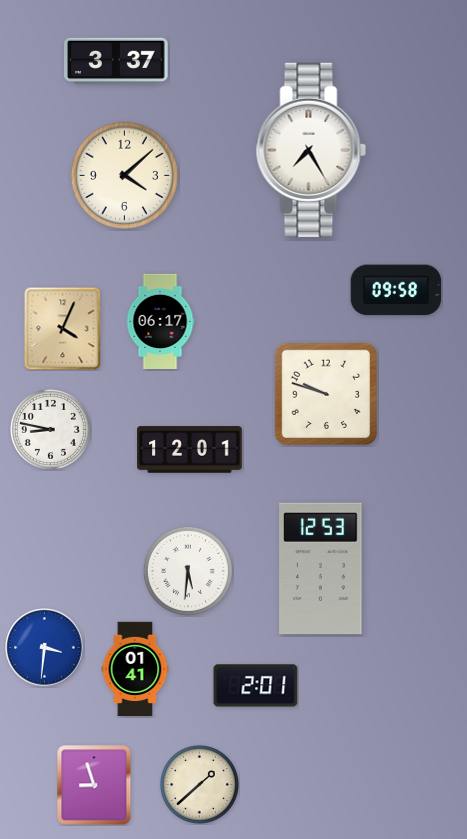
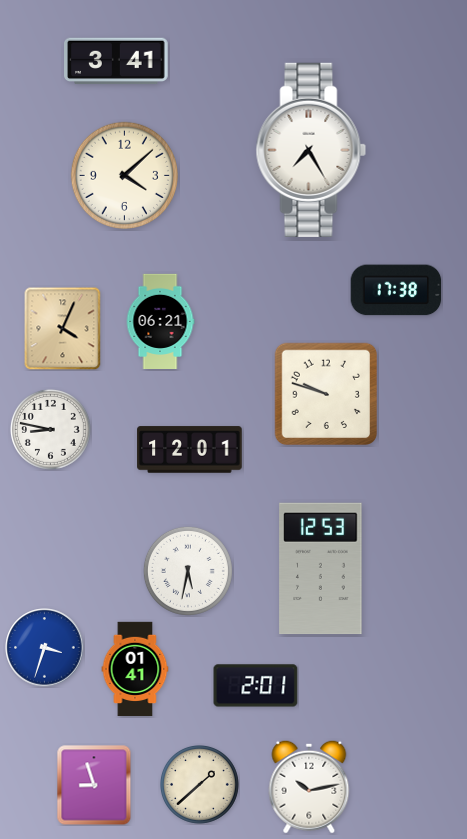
clock at (116, 61): 3:37 -> 3:41
clock at (396, 290): 09:58 -> 17:38
clock at (160, 321): 06:17 -> 06:21
clock at (188, 571): 5:31 -> 5:32
clock at (45, 648): 3:31 -> 3:33
clock at (309, 787): none -> 10:13
